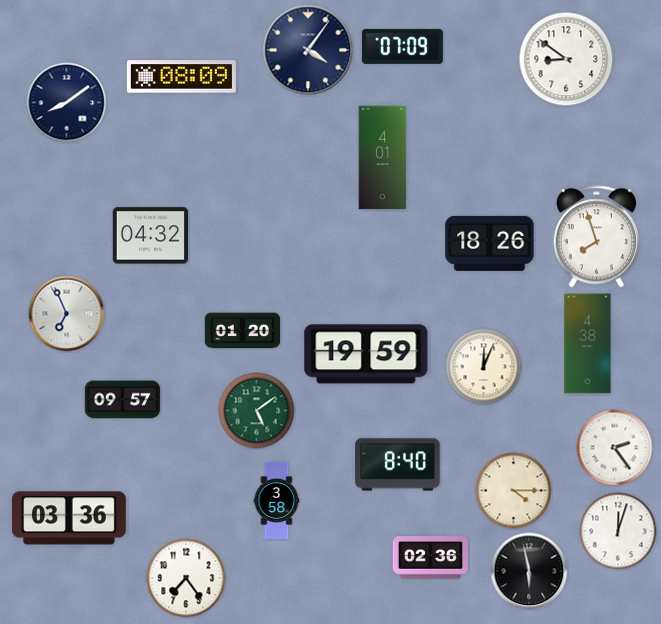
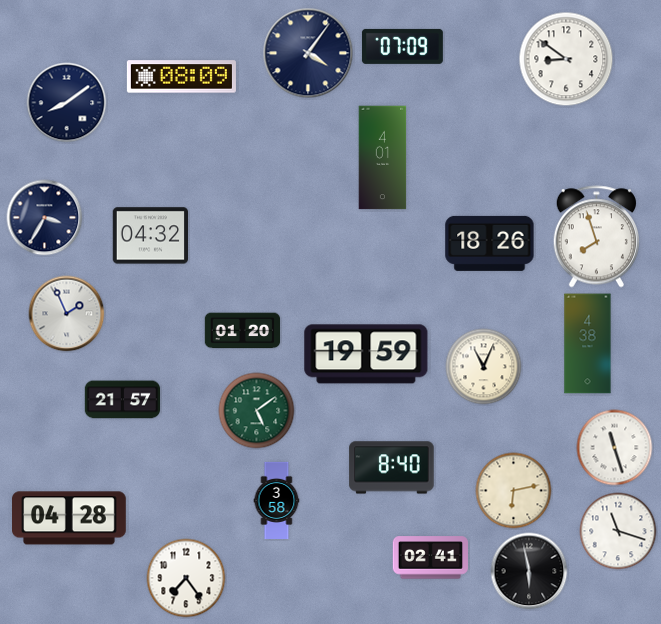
clock at (308, 50) position: (308, 50) -> (308, 53)
clock at (45, 218): none -> 3:35
clock at (67, 314): 6:56 -> 1:56
clock at (484, 367): 12:04 -> 11:04
clock at (123, 400): 09:57 -> 21:57
clock at (615, 448): 2:24 -> 11:27
clock at (398, 465) position: (398, 465) -> (392, 468)
clock at (514, 491): 4:15 -> 6:13
clock at (70, 518): 03:36 -> 04:28
clock at (618, 531): 12:03 -> 11:18
clock at (430, 558): 02:36 -> 02:41
